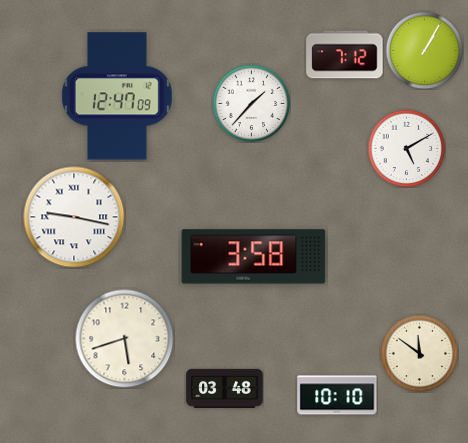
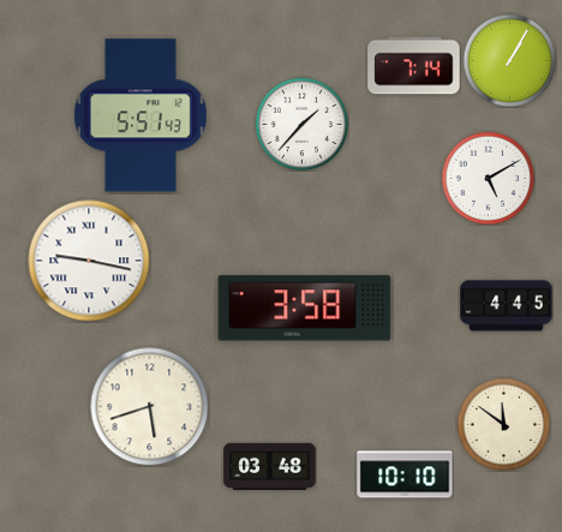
clock at (345, 55): 7:12 -> 7:14
clock at (117, 96): 12:47 -> 5:51
clock at (507, 306): none -> 4:45
